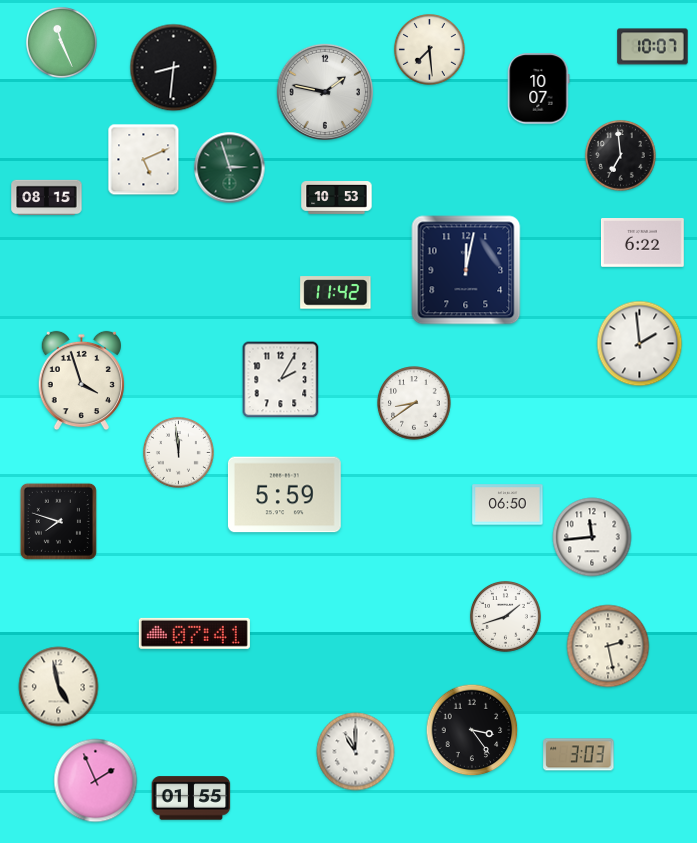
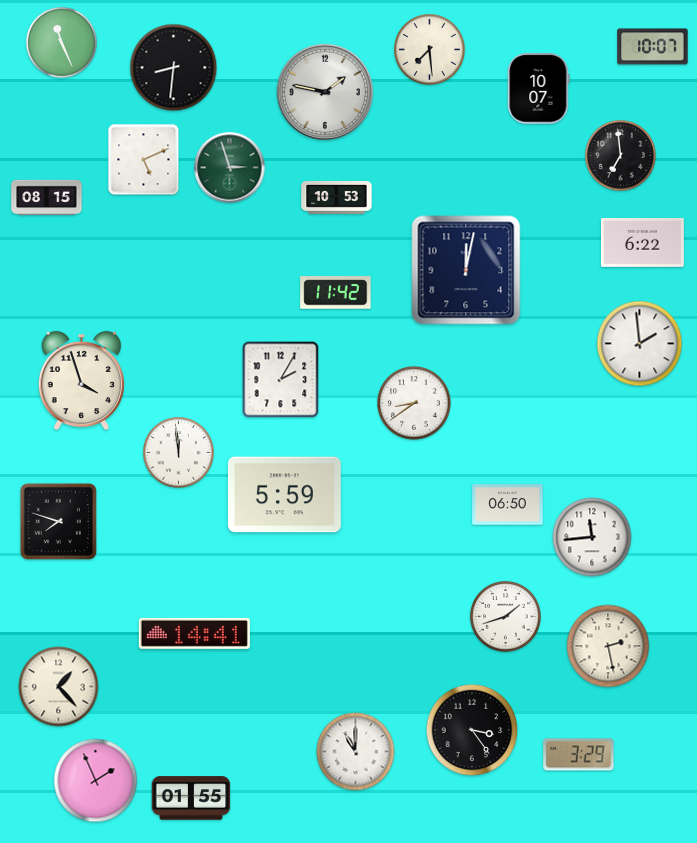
clock at (194, 633): 07:41 -> 14:41
clock at (59, 687): 4:58 -> 1:23
clock at (579, 755): 3:03 -> 3:29
